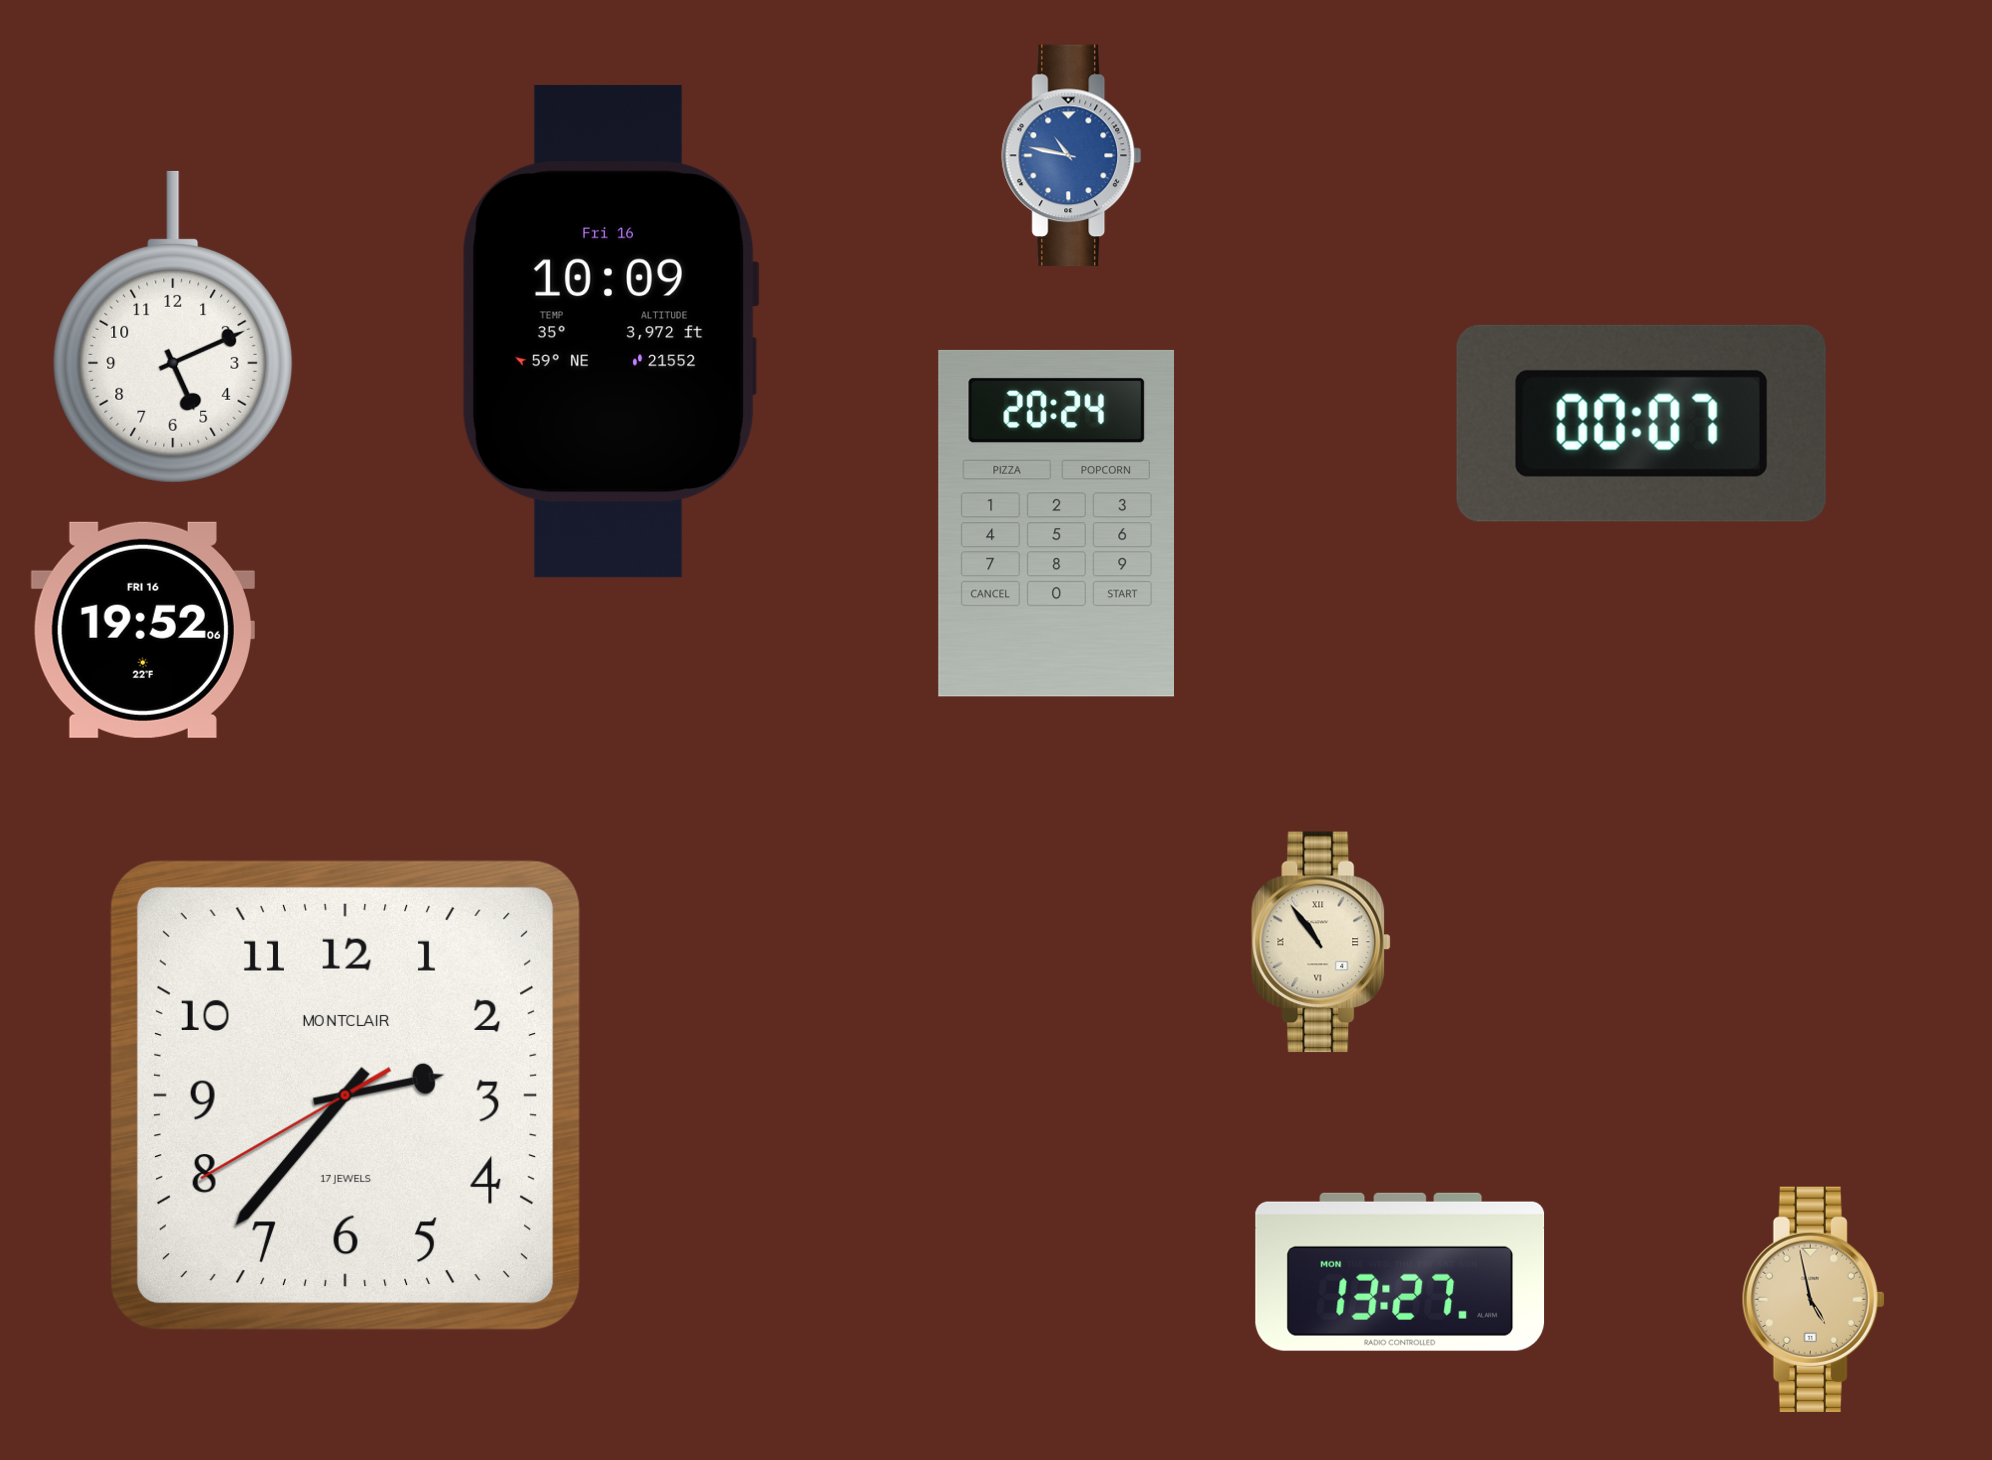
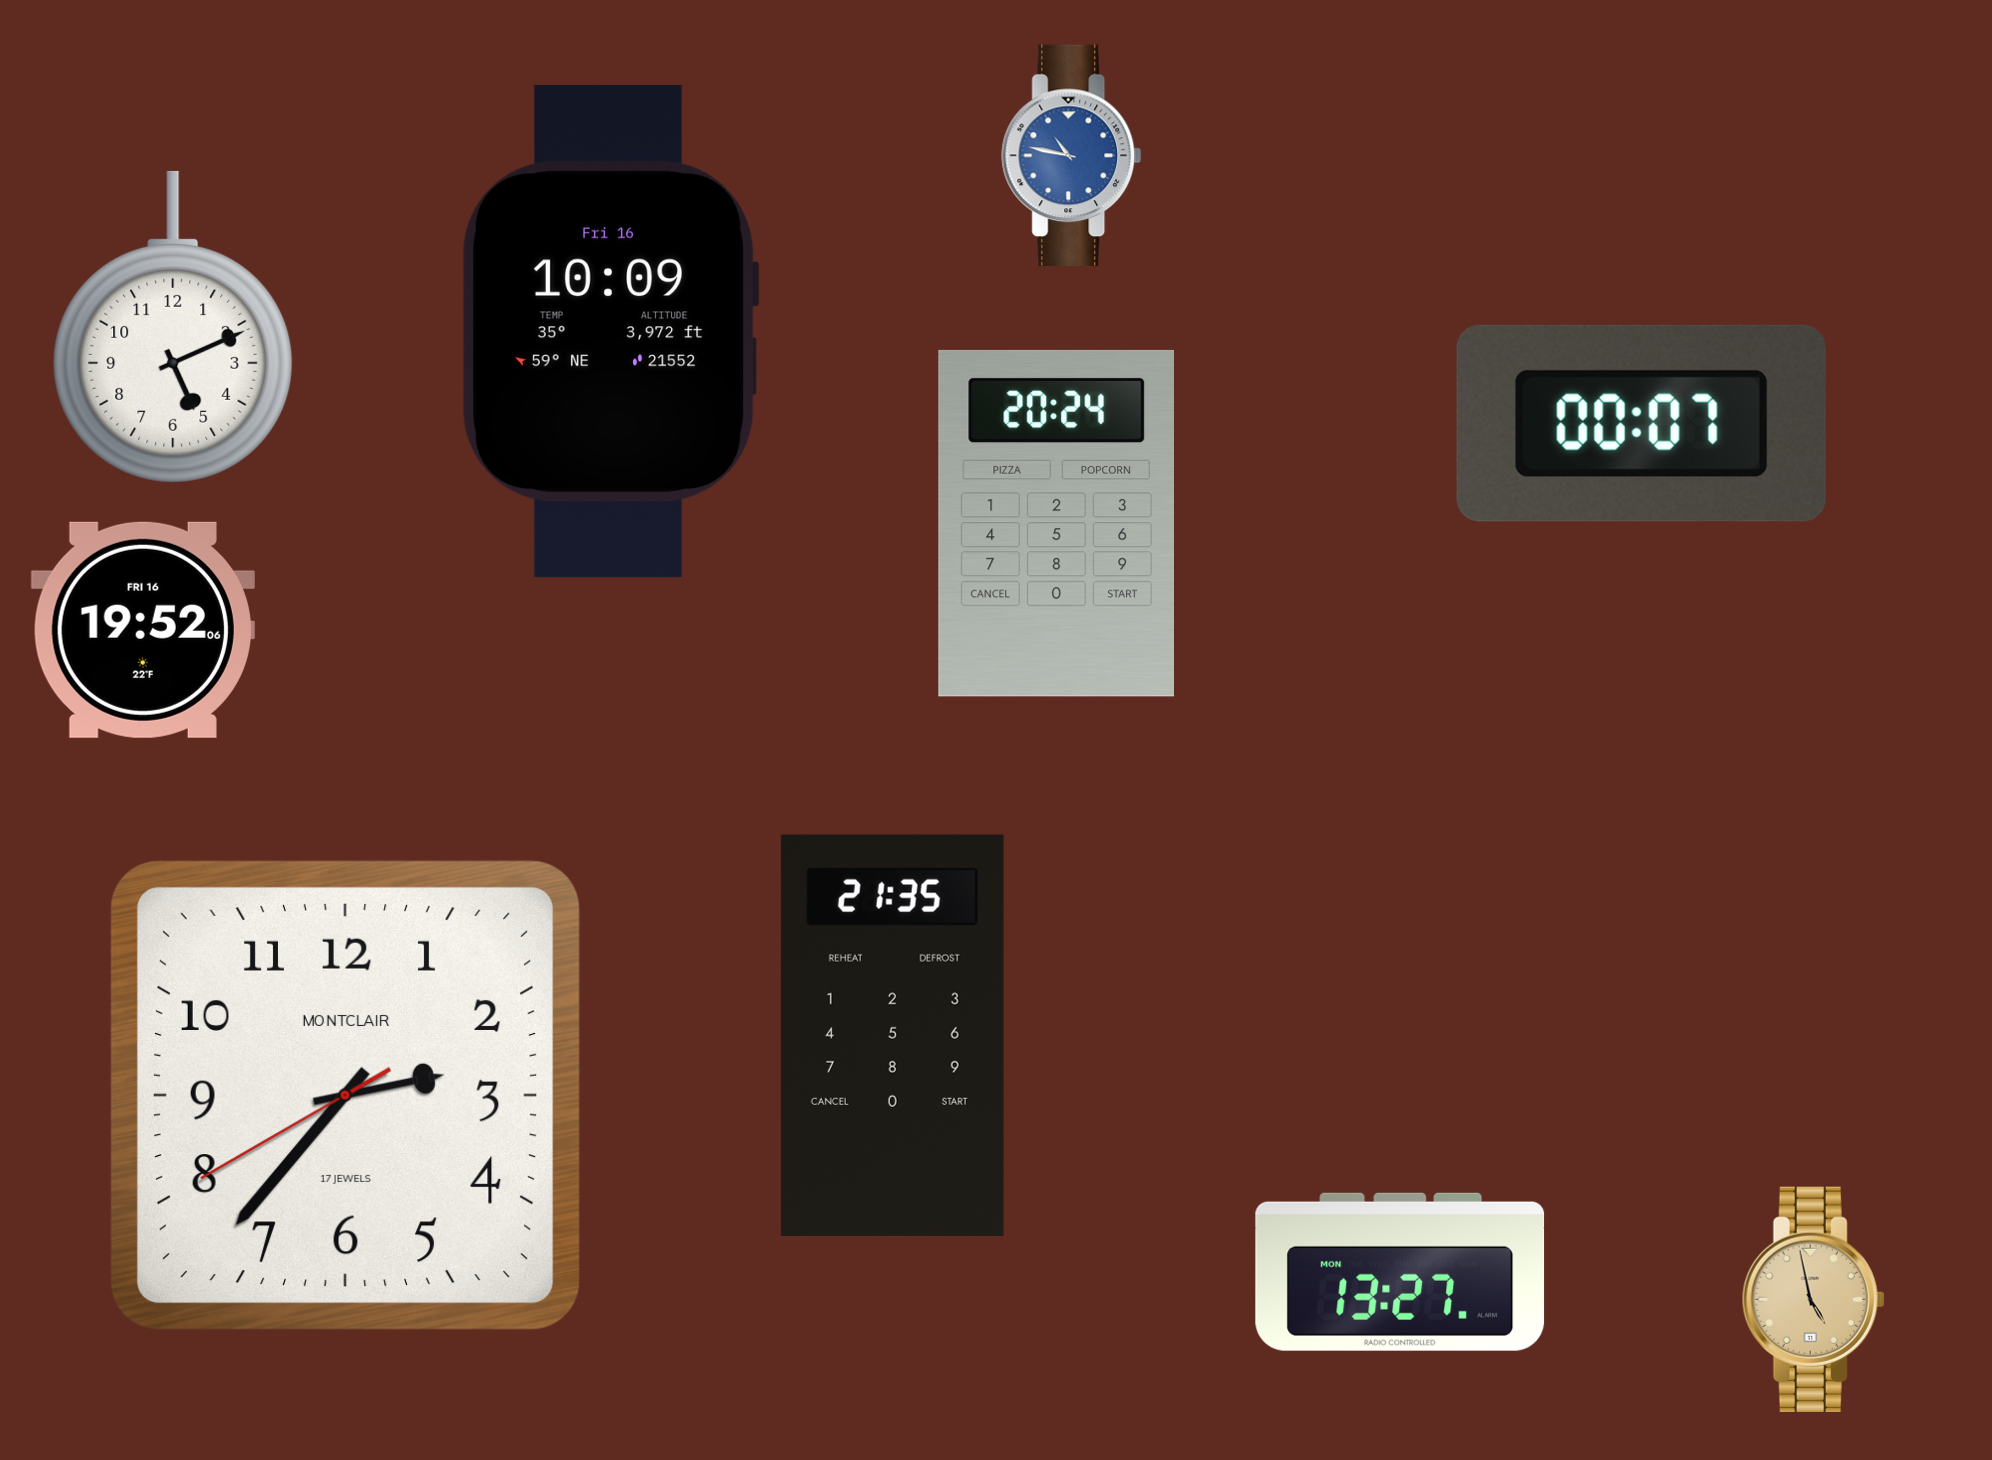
clock at (1322, 942): 10:54 -> none
clock at (892, 1035): none -> 21:35
